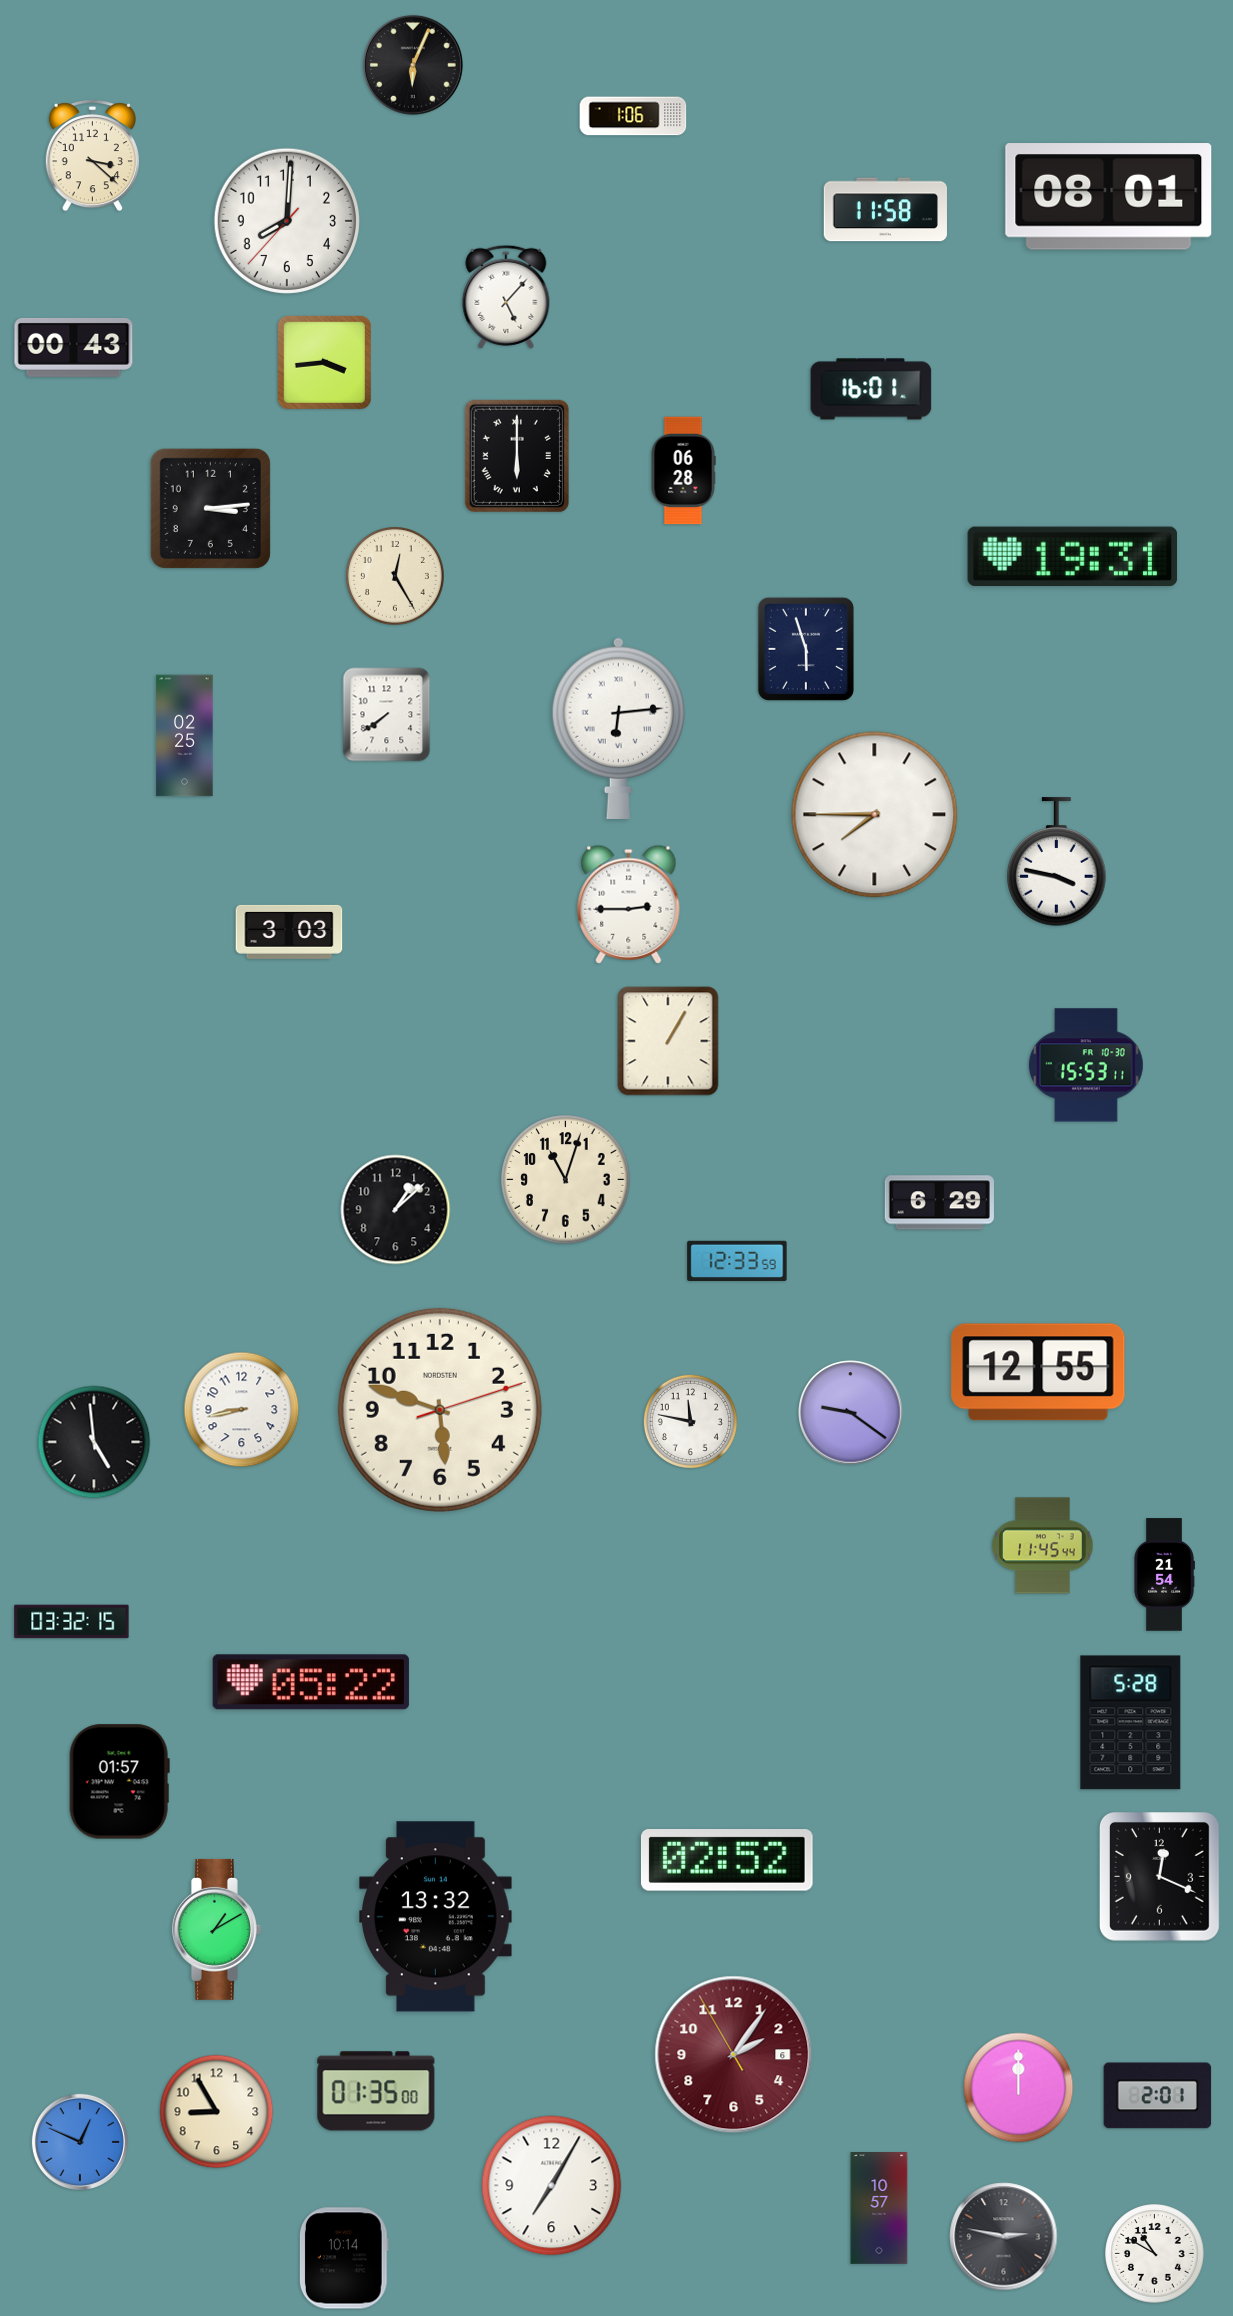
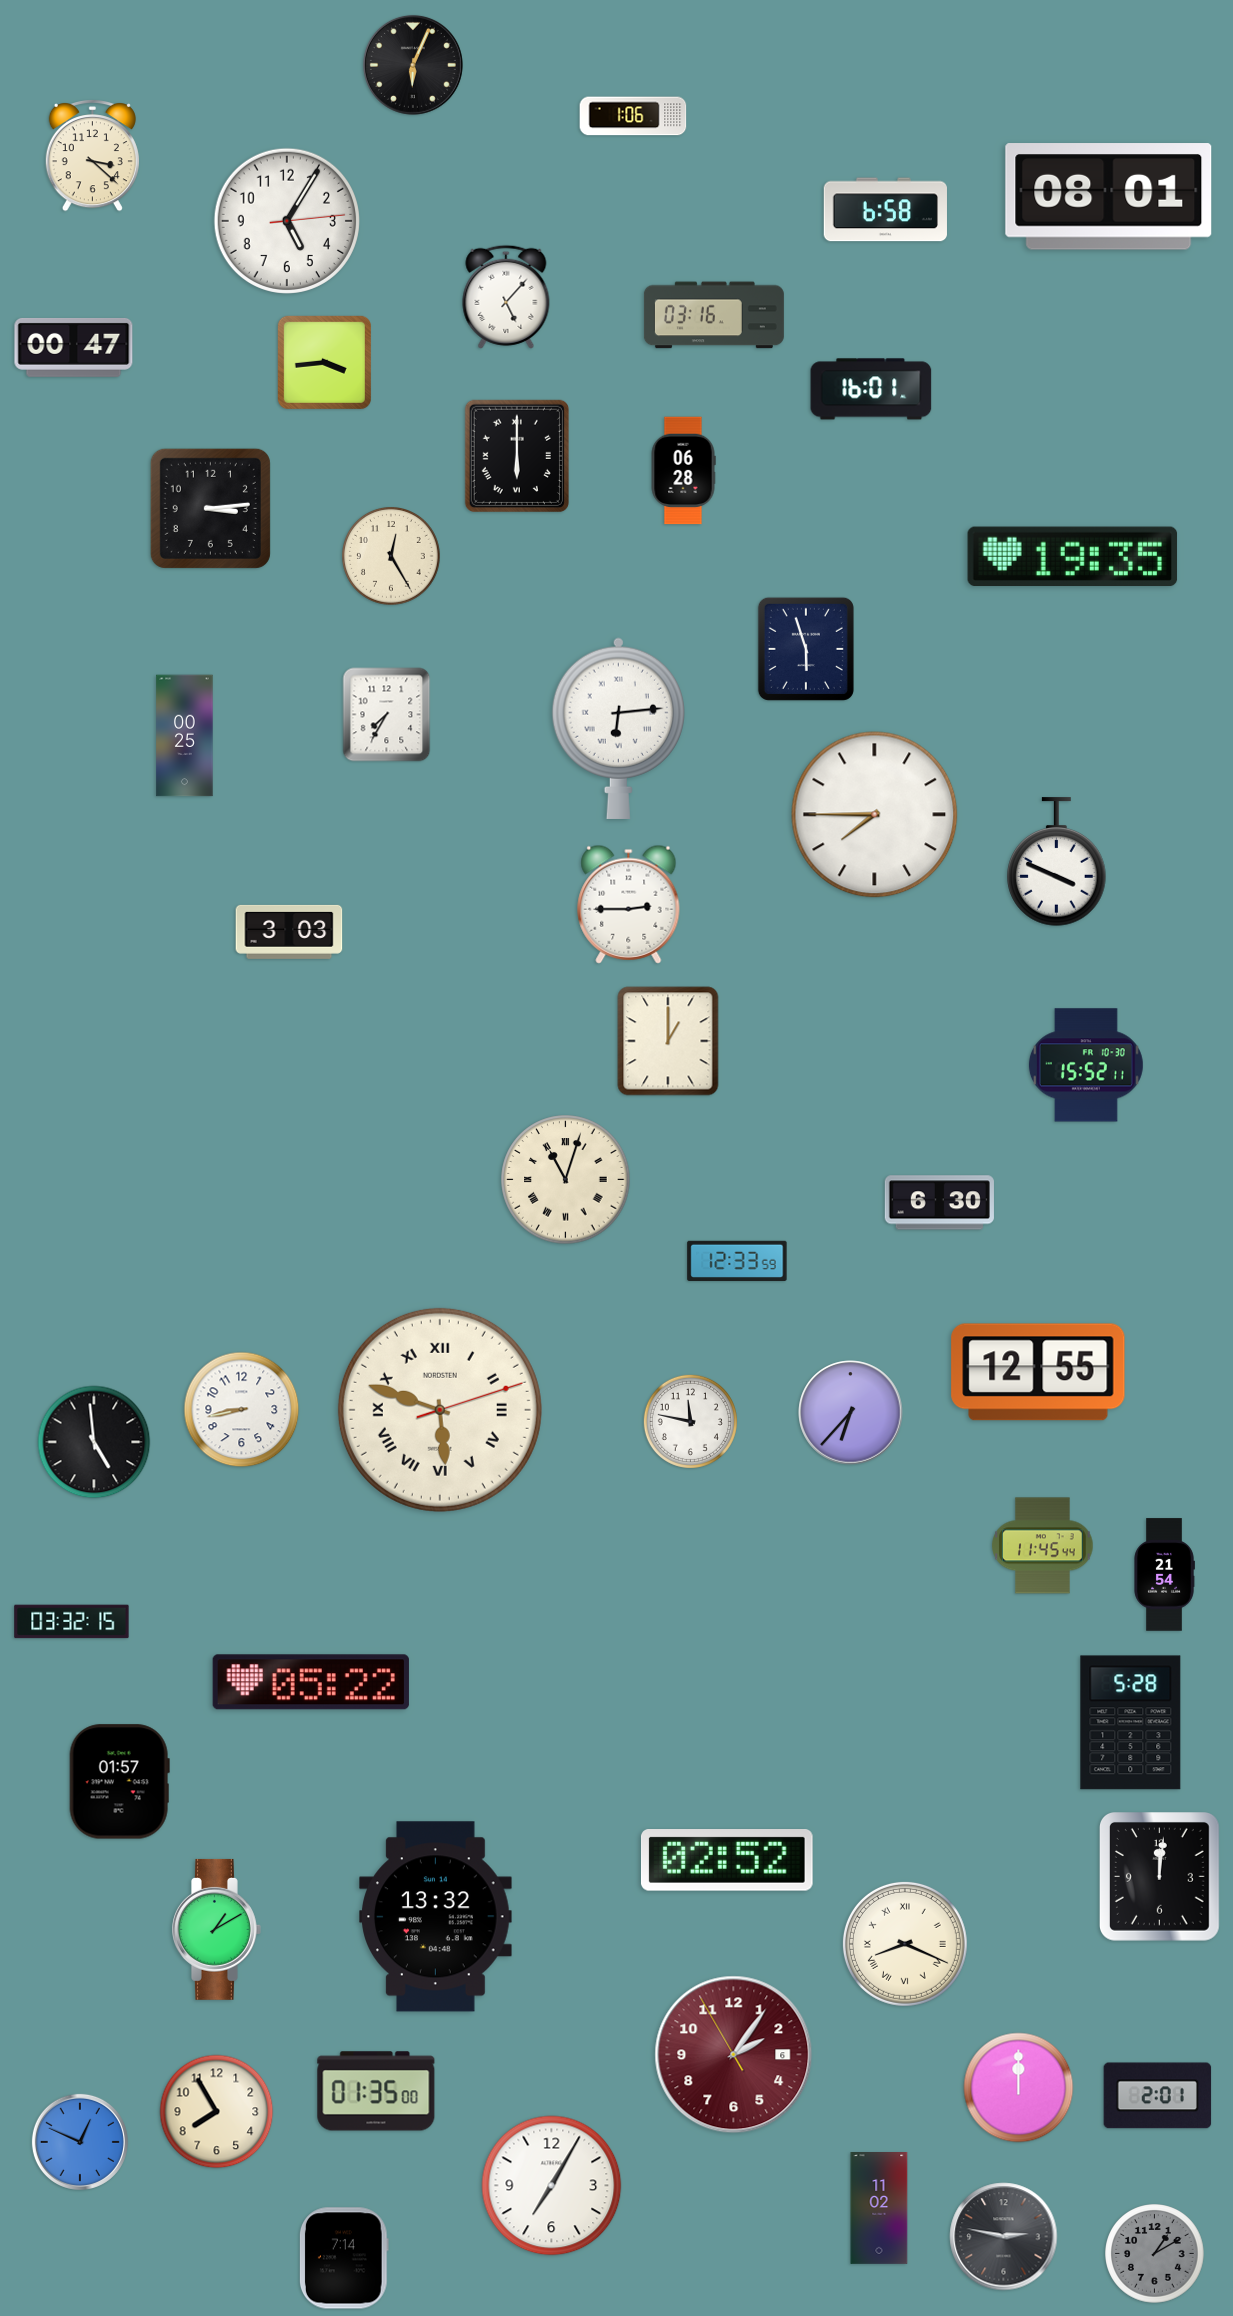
clock at (885, 210): 11:58 -> 6:58
clock at (287, 221): 8:00 -> 5:05
clock at (714, 315): none -> 03:16
clock at (74, 347): 00:43 -> 00:47
clock at (1073, 557): 19:31 -> 19:35
clock at (396, 577) position: (396, 577) -> (392, 557)
clock at (387, 715): 7:39 -> 7:35
clock at (185, 736): 02:25 -> 00:25
clock at (1057, 862): 3:47 -> 3:49
clock at (668, 1041): 1:05 -> 1:00
clock at (1086, 1065): 15:53 -> 15:52
clock at (566, 1180) numerals: Arabic -> Roman
clock at (939, 1203): 6:29 -> 6:30
clock at (396, 1210): 1:08 -> none
clock at (440, 1410) numerals: Arabic -> Roman
clock at (851, 1413): 9:21 -> 6:37
clock at (1159, 1877): 12:19 -> 12:01
clock at (905, 1944): none -> 8:19
clock at (217, 2112): 8:55 -> 7:55
clock at (879, 2209): 10:57 -> 11:02
clock at (1155, 2254): 10:50 -> 1:10
clock at (1155, 2254) dial: white -> grey
clock at (344, 2258): 10:14 -> 7:14
